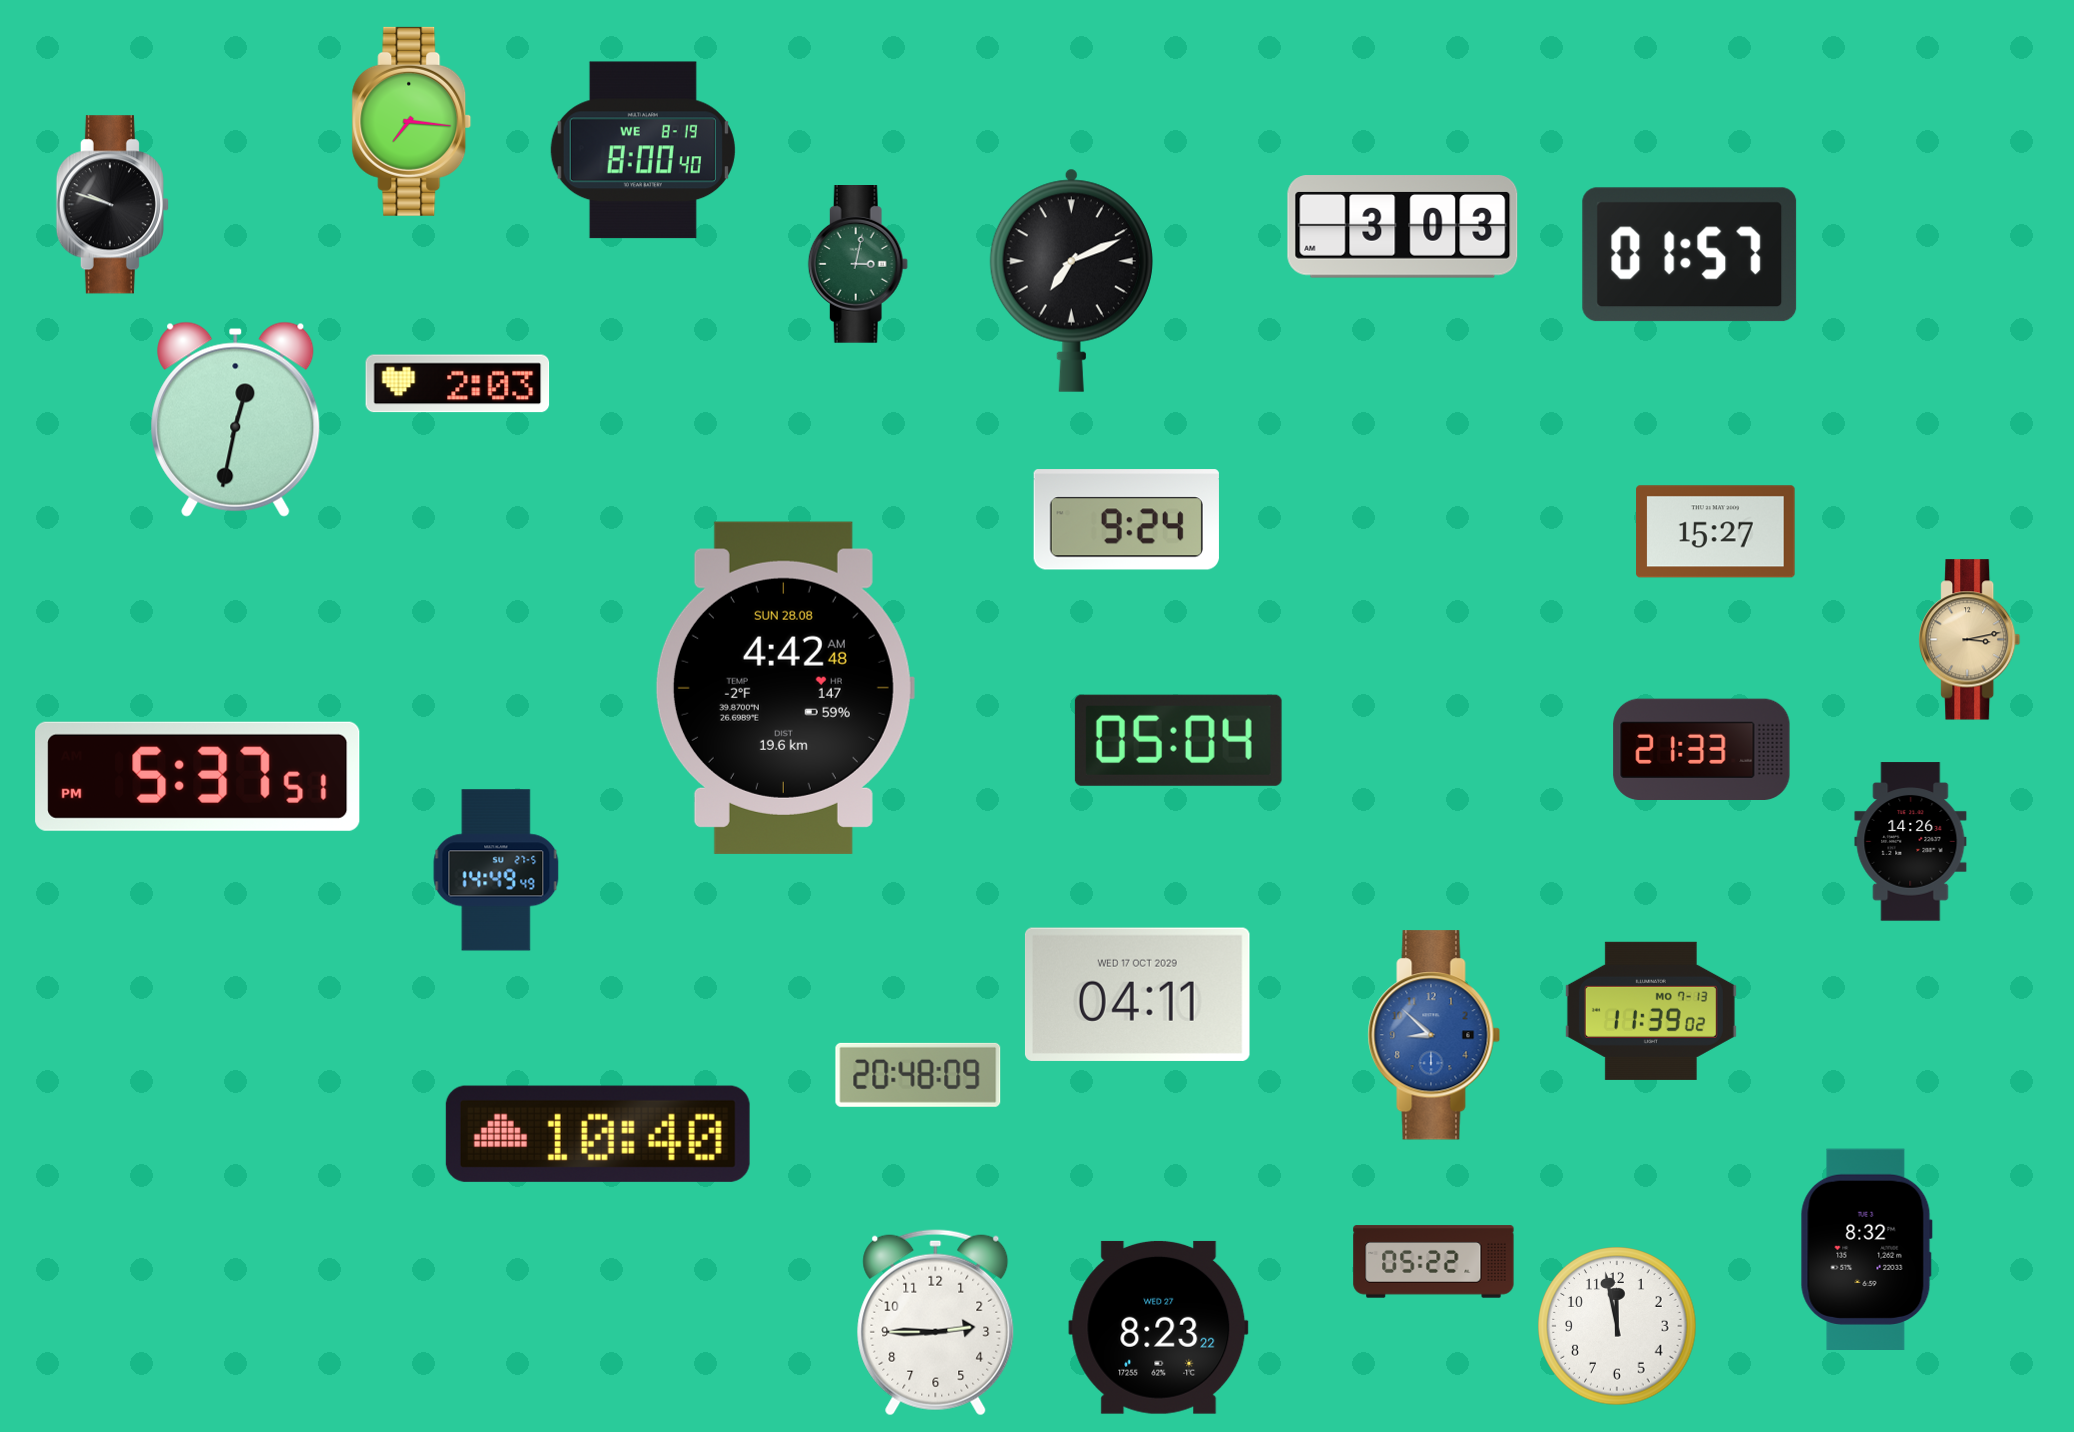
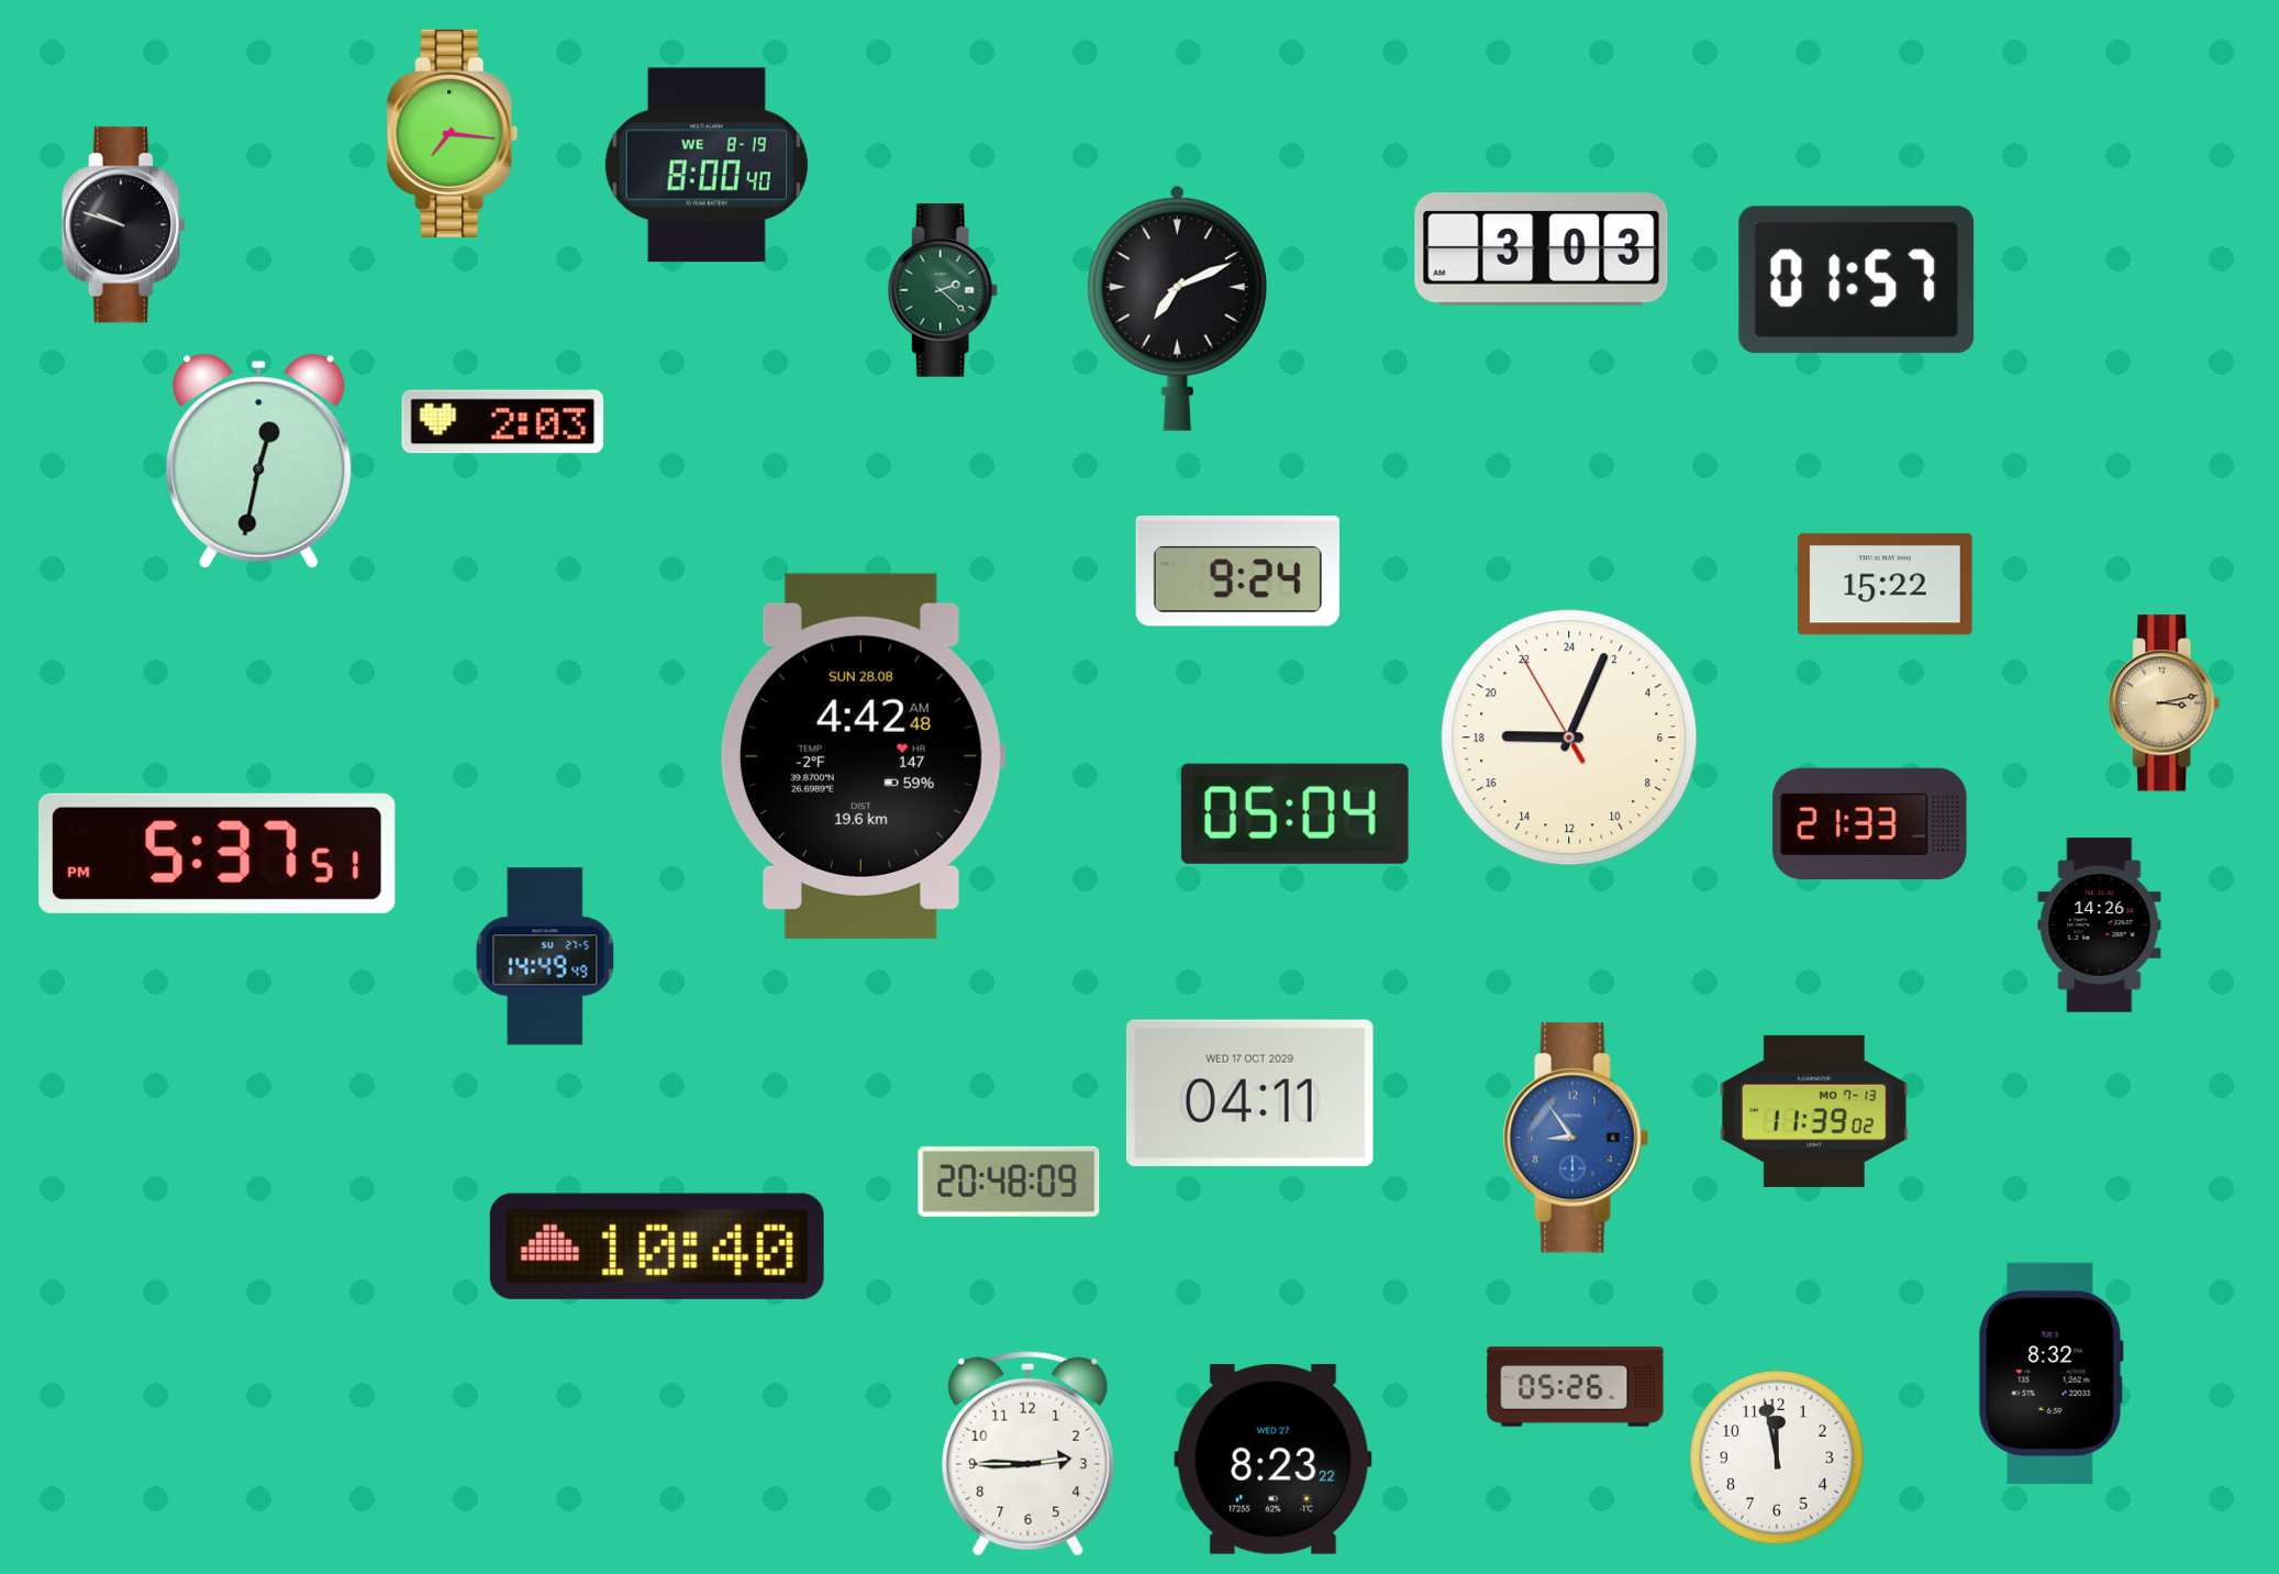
clock at (858, 265): 3:02 -> 2:22
clock at (1716, 532): 15:27 -> 15:22
clock at (1569, 738): none -> 18:03
clock at (1434, 1035): 8:52 -> 8:54
clock at (1434, 1262): 05:22 -> 05:26
